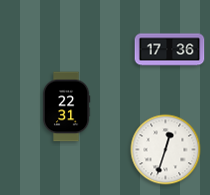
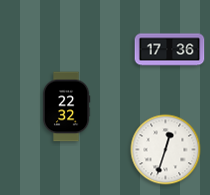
clock at (66, 107): 22:31 -> 22:32
